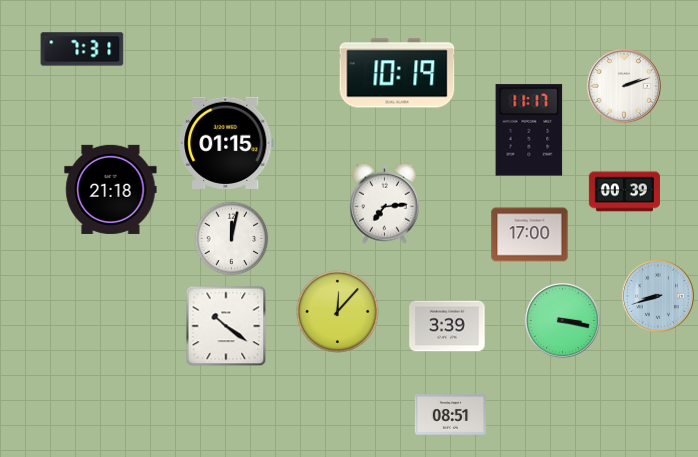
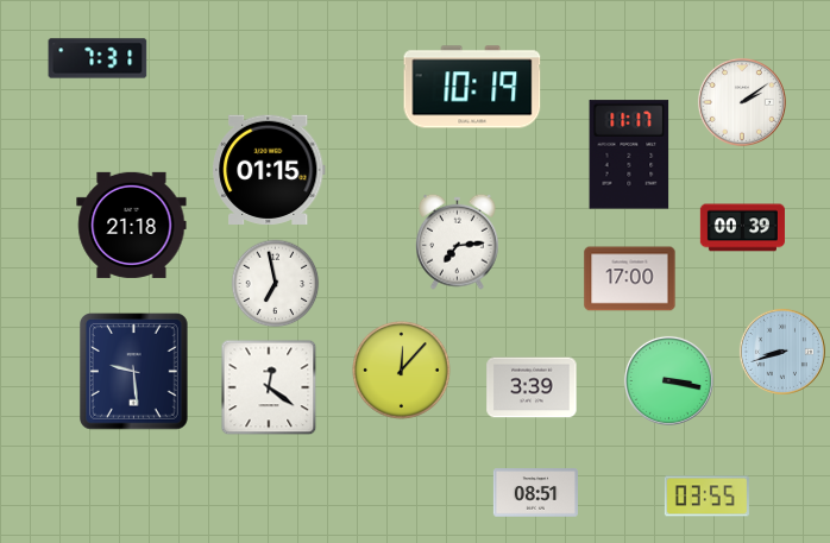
clock at (624, 86): 2:12 -> 2:09
clock at (232, 239): 12:02 -> 6:58
clock at (134, 372): none -> 9:29
clock at (226, 326): 10:21 -> 12:21
clock at (706, 497): none -> 03:55
